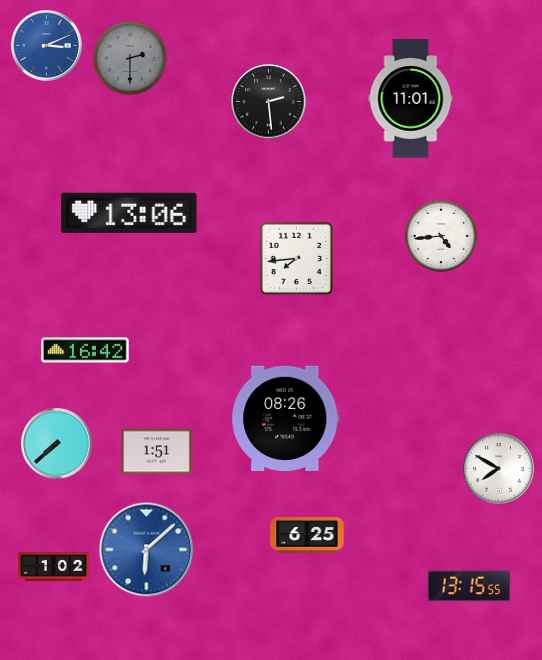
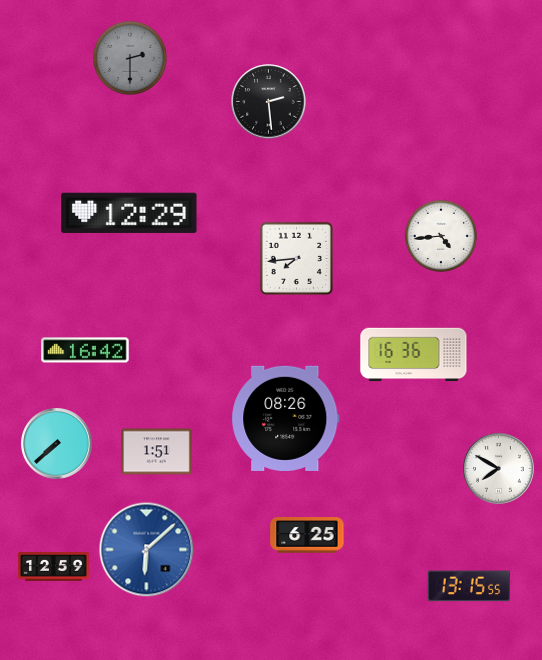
clock at (47, 46): 3:11 -> none
clock at (411, 99): 11:01 -> none
clock at (129, 213): 13:06 -> 12:29
clock at (414, 355): none -> 16:36
clock at (54, 567): 1:02 -> 12:59
